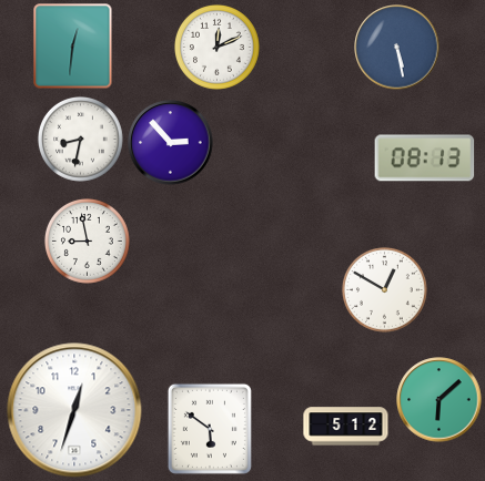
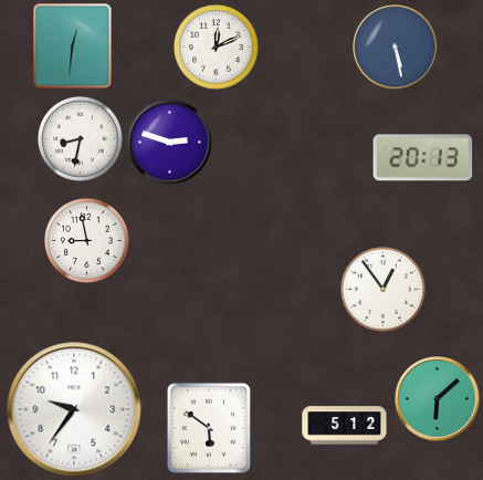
clock at (171, 143): 2:53 -> 2:48
clock at (425, 158): 08:13 -> 20:13
clock at (384, 289): 12:50 -> 12:54
clock at (74, 410): 12:33 -> 9:36
